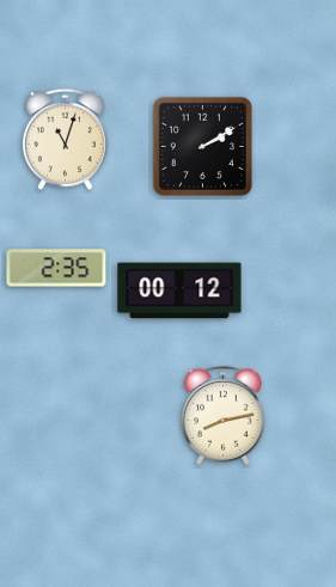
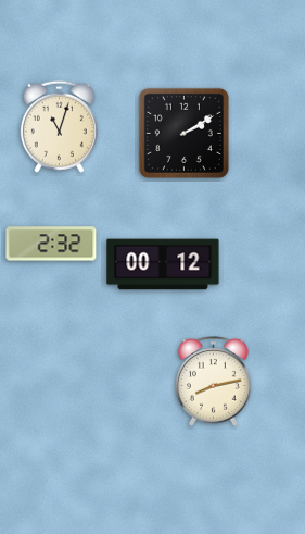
clock at (56, 268): 2:35 -> 2:32
clock at (224, 415) position: (224, 415) -> (214, 381)
